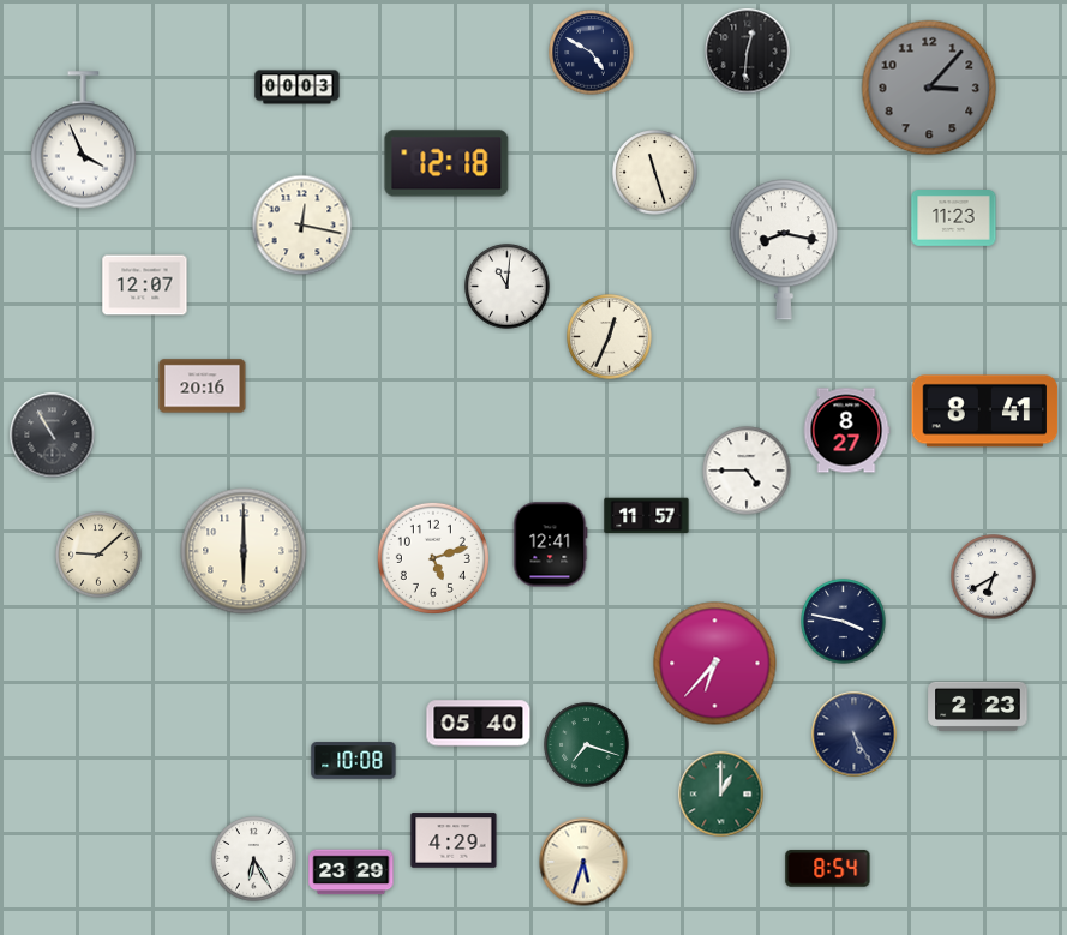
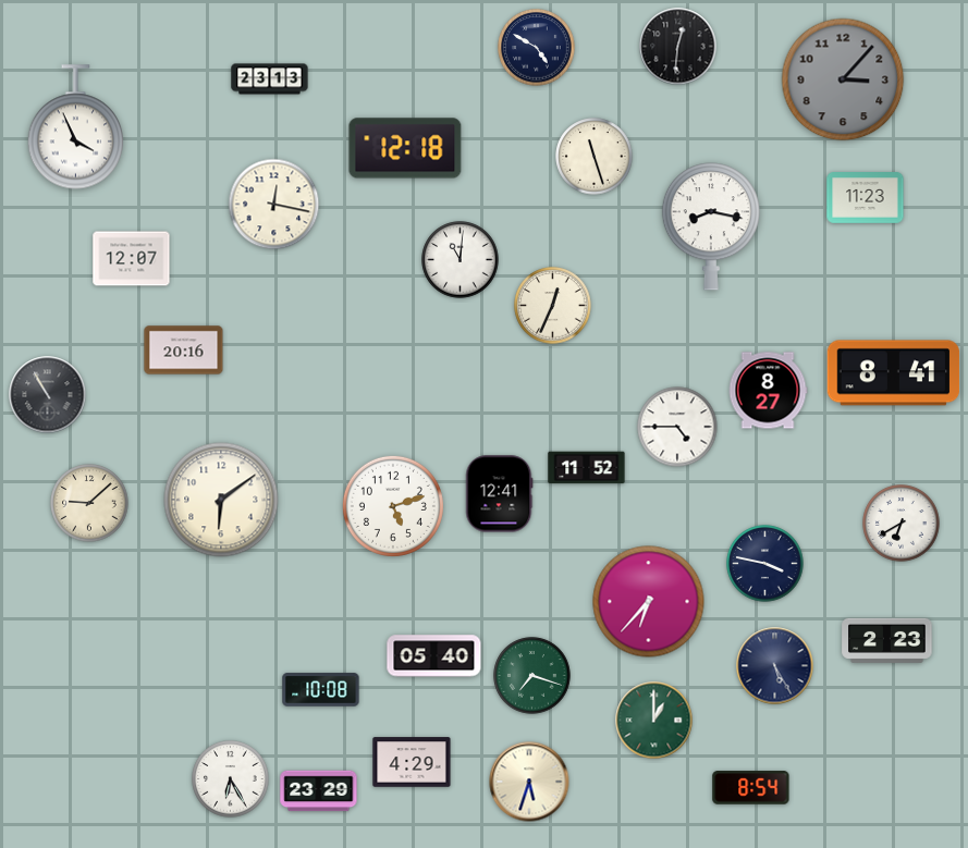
clock at (298, 88): 00:03 -> 23:13
clock at (647, 516): 11:57 -> 11:52
clock at (244, 551): 6:00 -> 6:09
